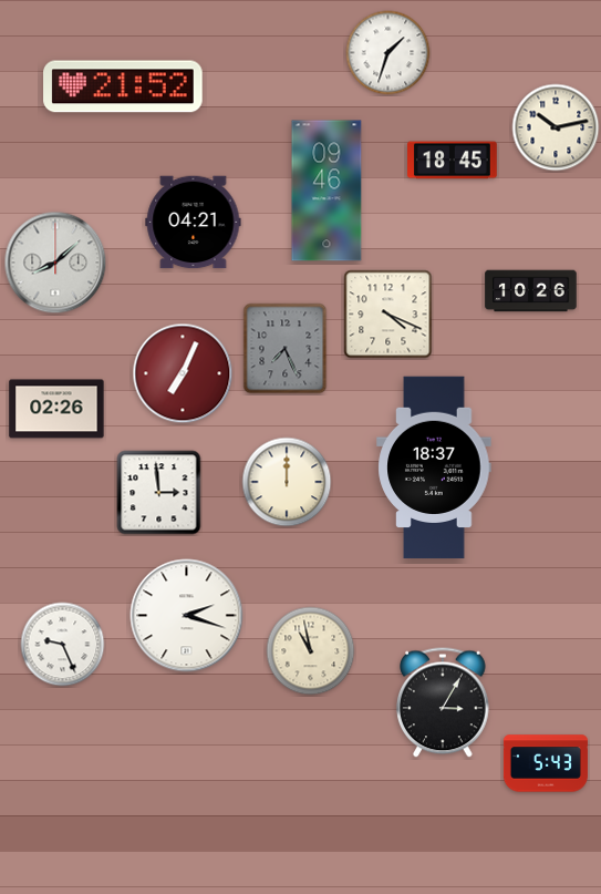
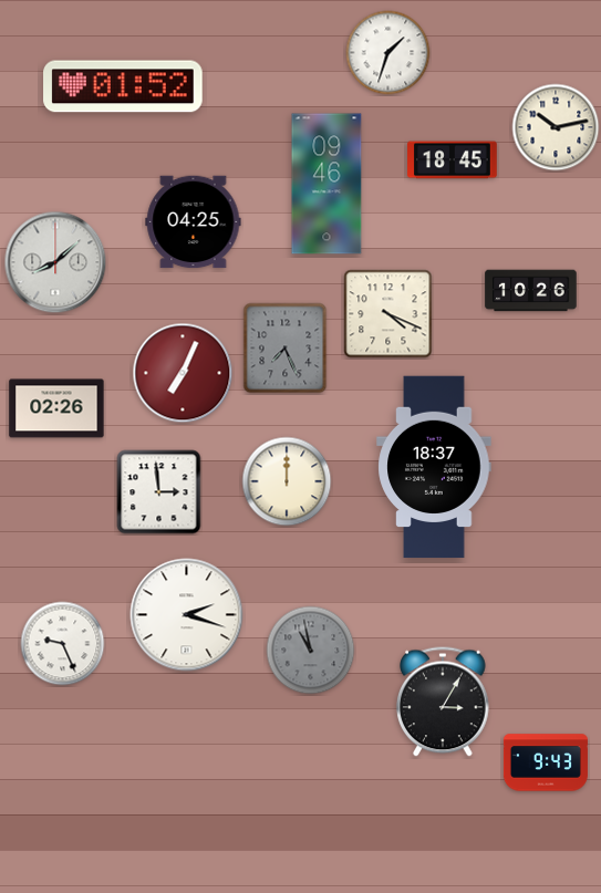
clock at (123, 86): 21:52 -> 01:52
clock at (327, 191) position: (327, 191) -> (327, 184)
clock at (194, 223): 04:21 -> 04:25
clock at (311, 651) dial: cream -> grey
clock at (546, 763): 5:43 -> 9:43
